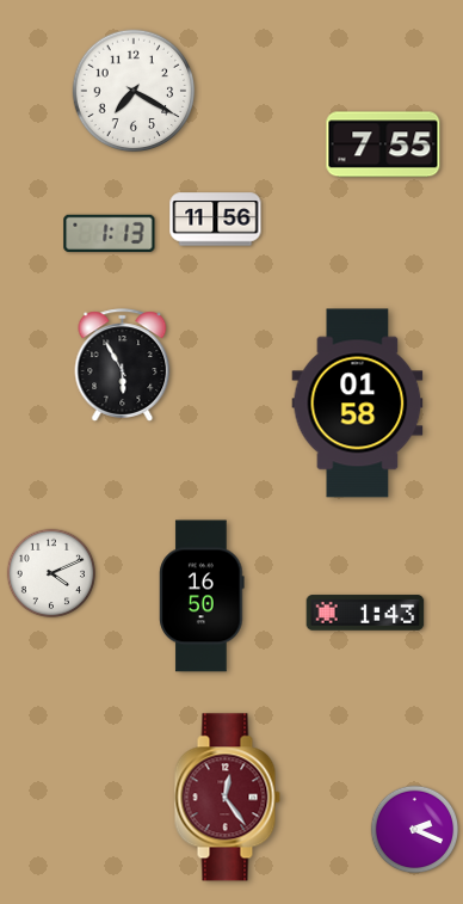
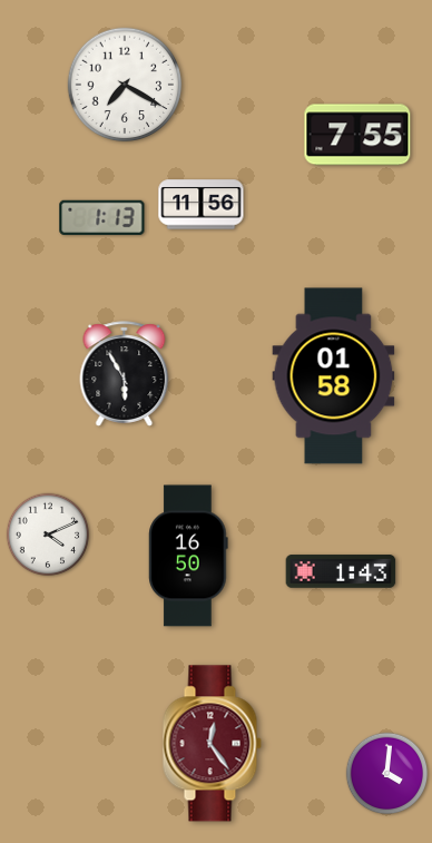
clock at (123, 365) position: (123, 365) -> (125, 374)
clock at (415, 830): 2:19 -> 4:01
